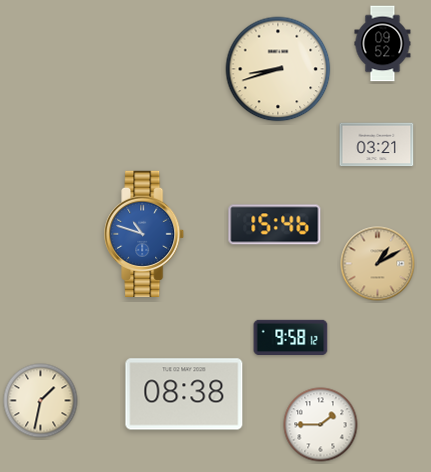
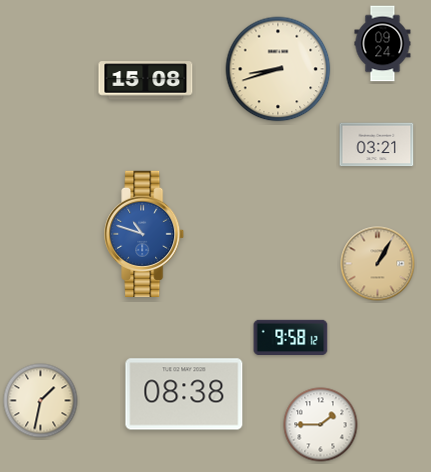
clock at (383, 44): 09:52 -> 09:24
clock at (146, 81): none -> 15:08
clock at (275, 225): 15:46 -> none
clock at (378, 264): 1:10 -> 1:05
